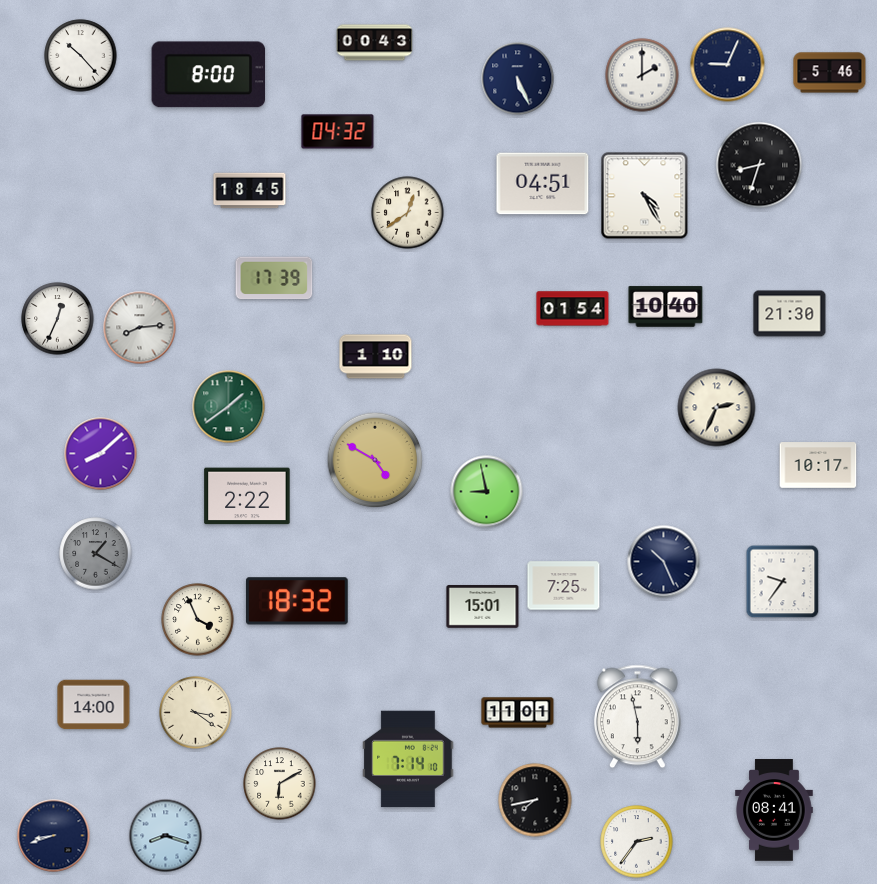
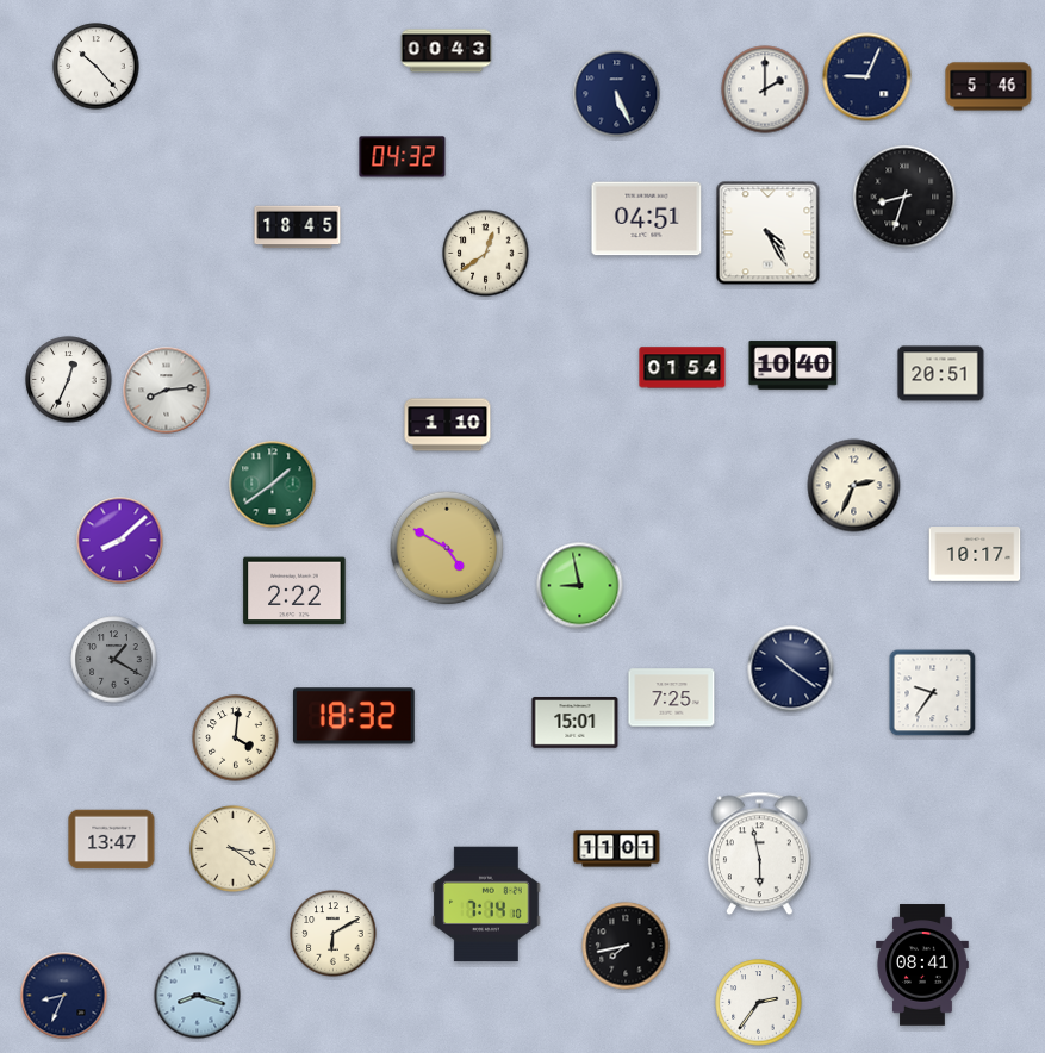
clock at (209, 75): 8:00 -> none
clock at (274, 278): 17:39 -> none
clock at (790, 314): 21:30 -> 20:51
clock at (664, 562): 10:26 -> 10:21
clock at (198, 620): 3:56 -> 4:01
clock at (94, 705): 14:00 -> 13:47
clock at (535, 800) position: (535, 800) -> (626, 946)
clock at (54, 836): 8:42 -> 8:34
